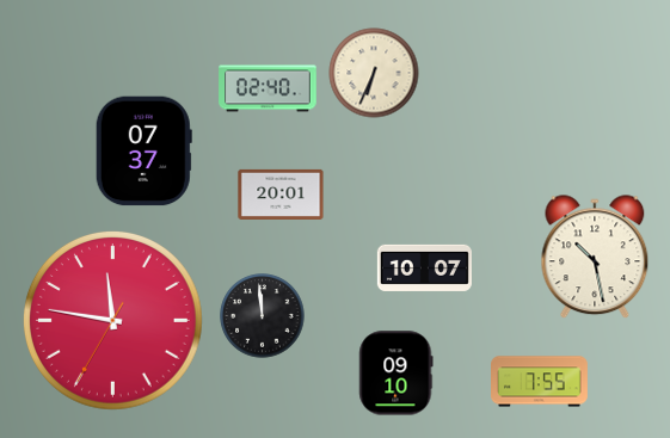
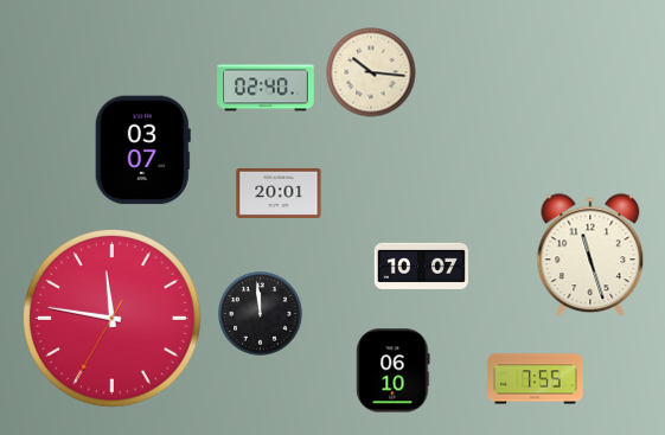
clock at (374, 73): 6:34 -> 10:16
clock at (143, 152): 07:37 -> 03:07
clock at (595, 258): 10:28 -> 11:27
clock at (397, 374): 09:10 -> 06:10
